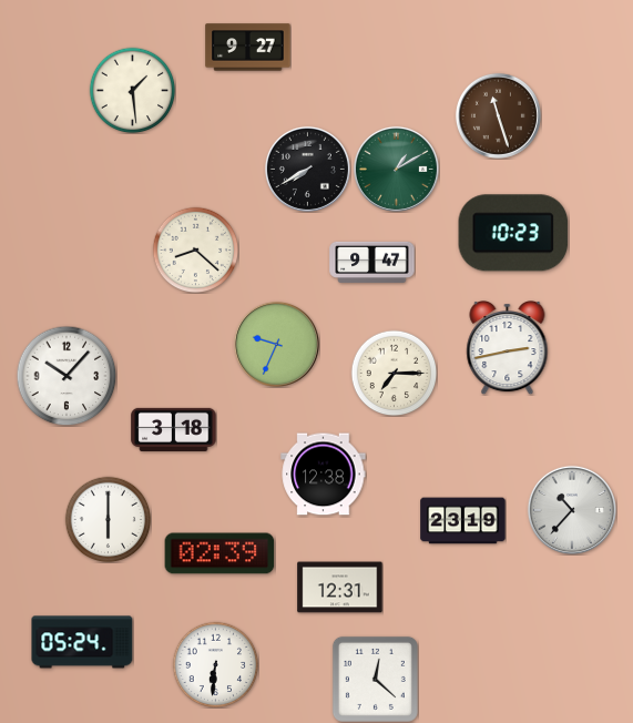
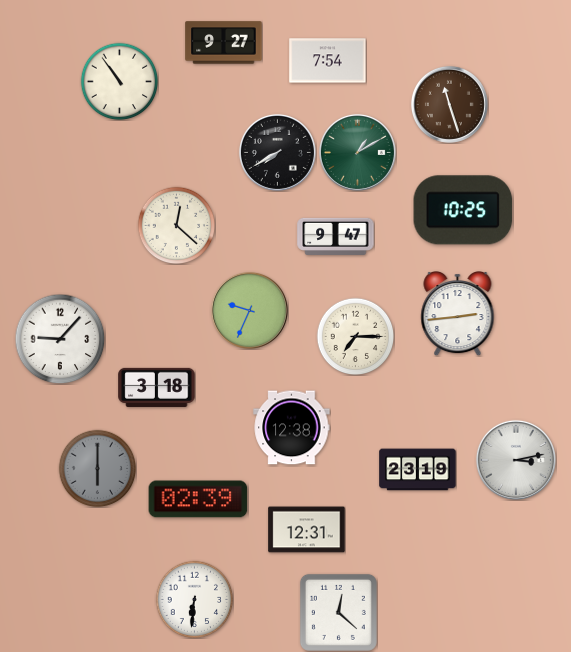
clock at (328, 61): none -> 7:54
clock at (132, 90): 1:29 -> 10:54
clock at (513, 233): 10:23 -> 10:25
clock at (195, 250): 8:22 -> 12:22
clock at (508, 347): 2:43 -> 2:44
clock at (67, 376): 10:07 -> 9:07
clock at (572, 510): 10:37 -> 3:13
clock at (108, 519) dial: white -> grey
clock at (82, 642): 05:24 -> none
